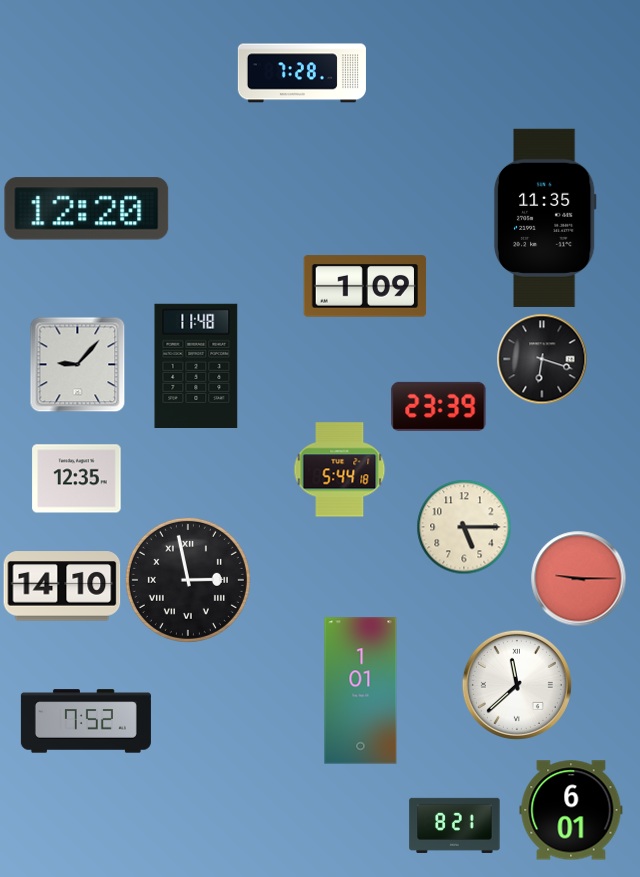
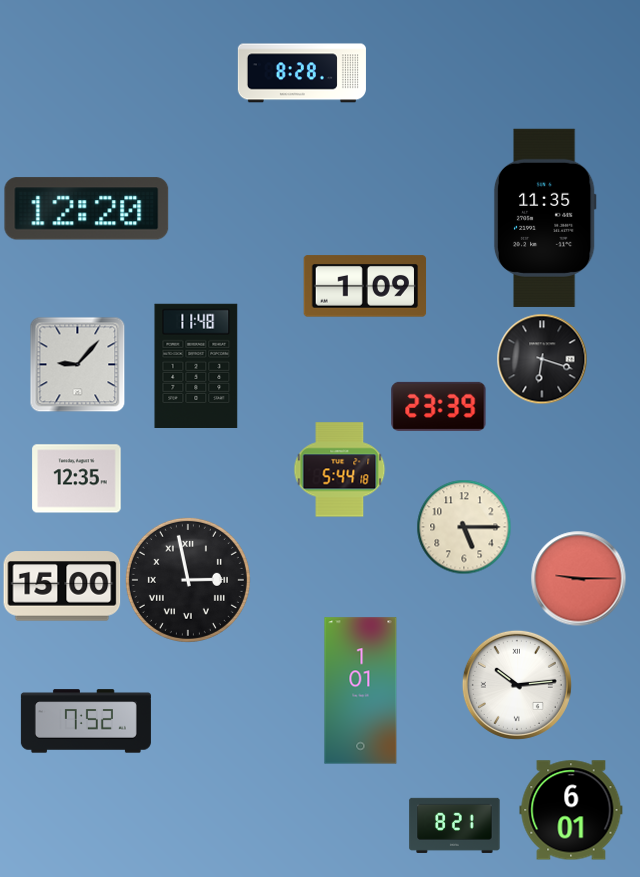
clock at (302, 73): 7:28 -> 8:28
clock at (62, 586): 14:10 -> 15:00
clock at (517, 685): 11:38 -> 10:14
